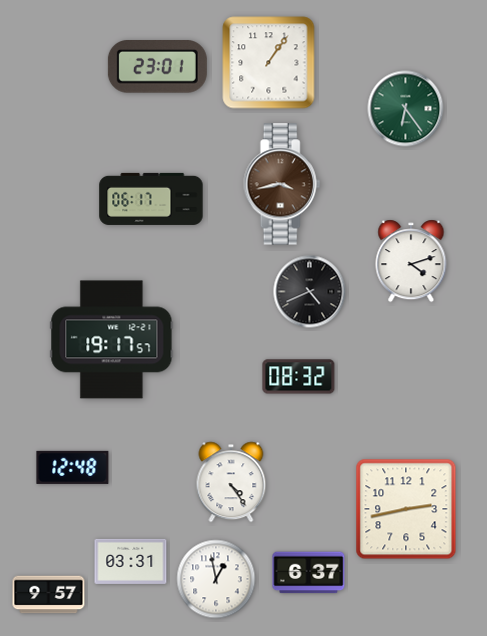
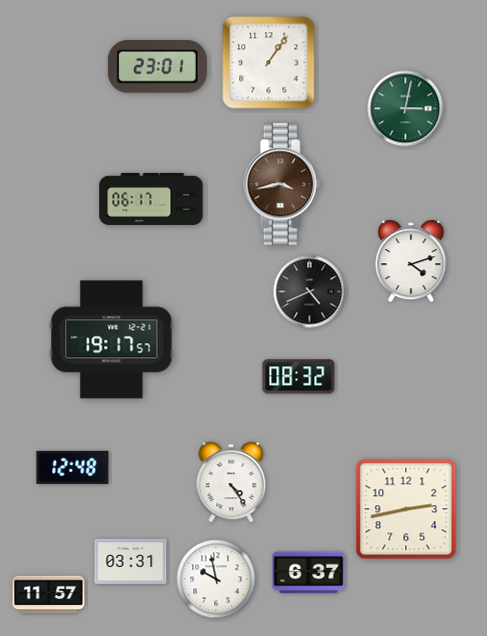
clock at (406, 109): 6:24 -> 3:02
clock at (216, 579): 12:58 -> 9:58
clock at (49, 595): 9:57 -> 11:57
